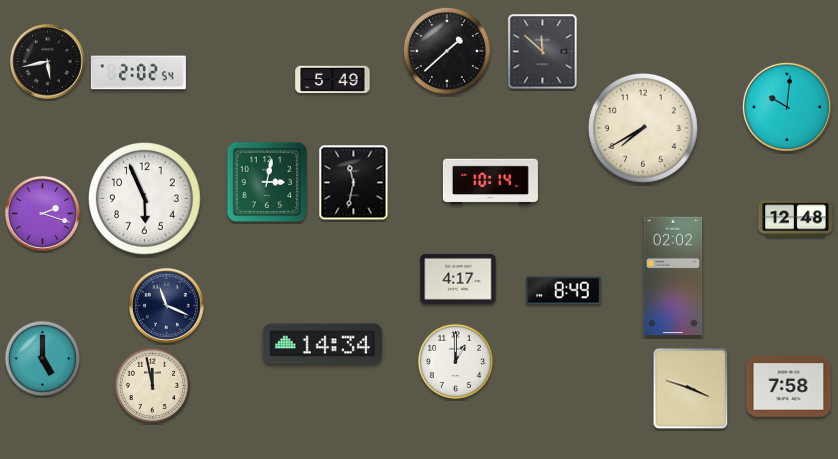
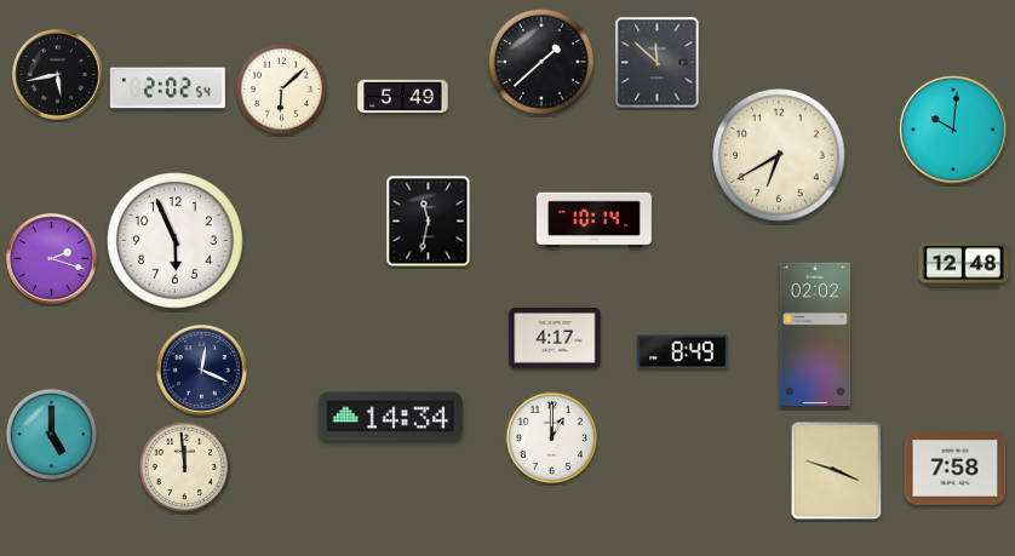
clock at (281, 88): none -> 6:08
clock at (644, 129): 7:40 -> 6:40
clock at (267, 182): 3:02 -> none
clock at (167, 306): 11:19 -> 12:19
clock at (152, 385): 11:58 -> 11:59
